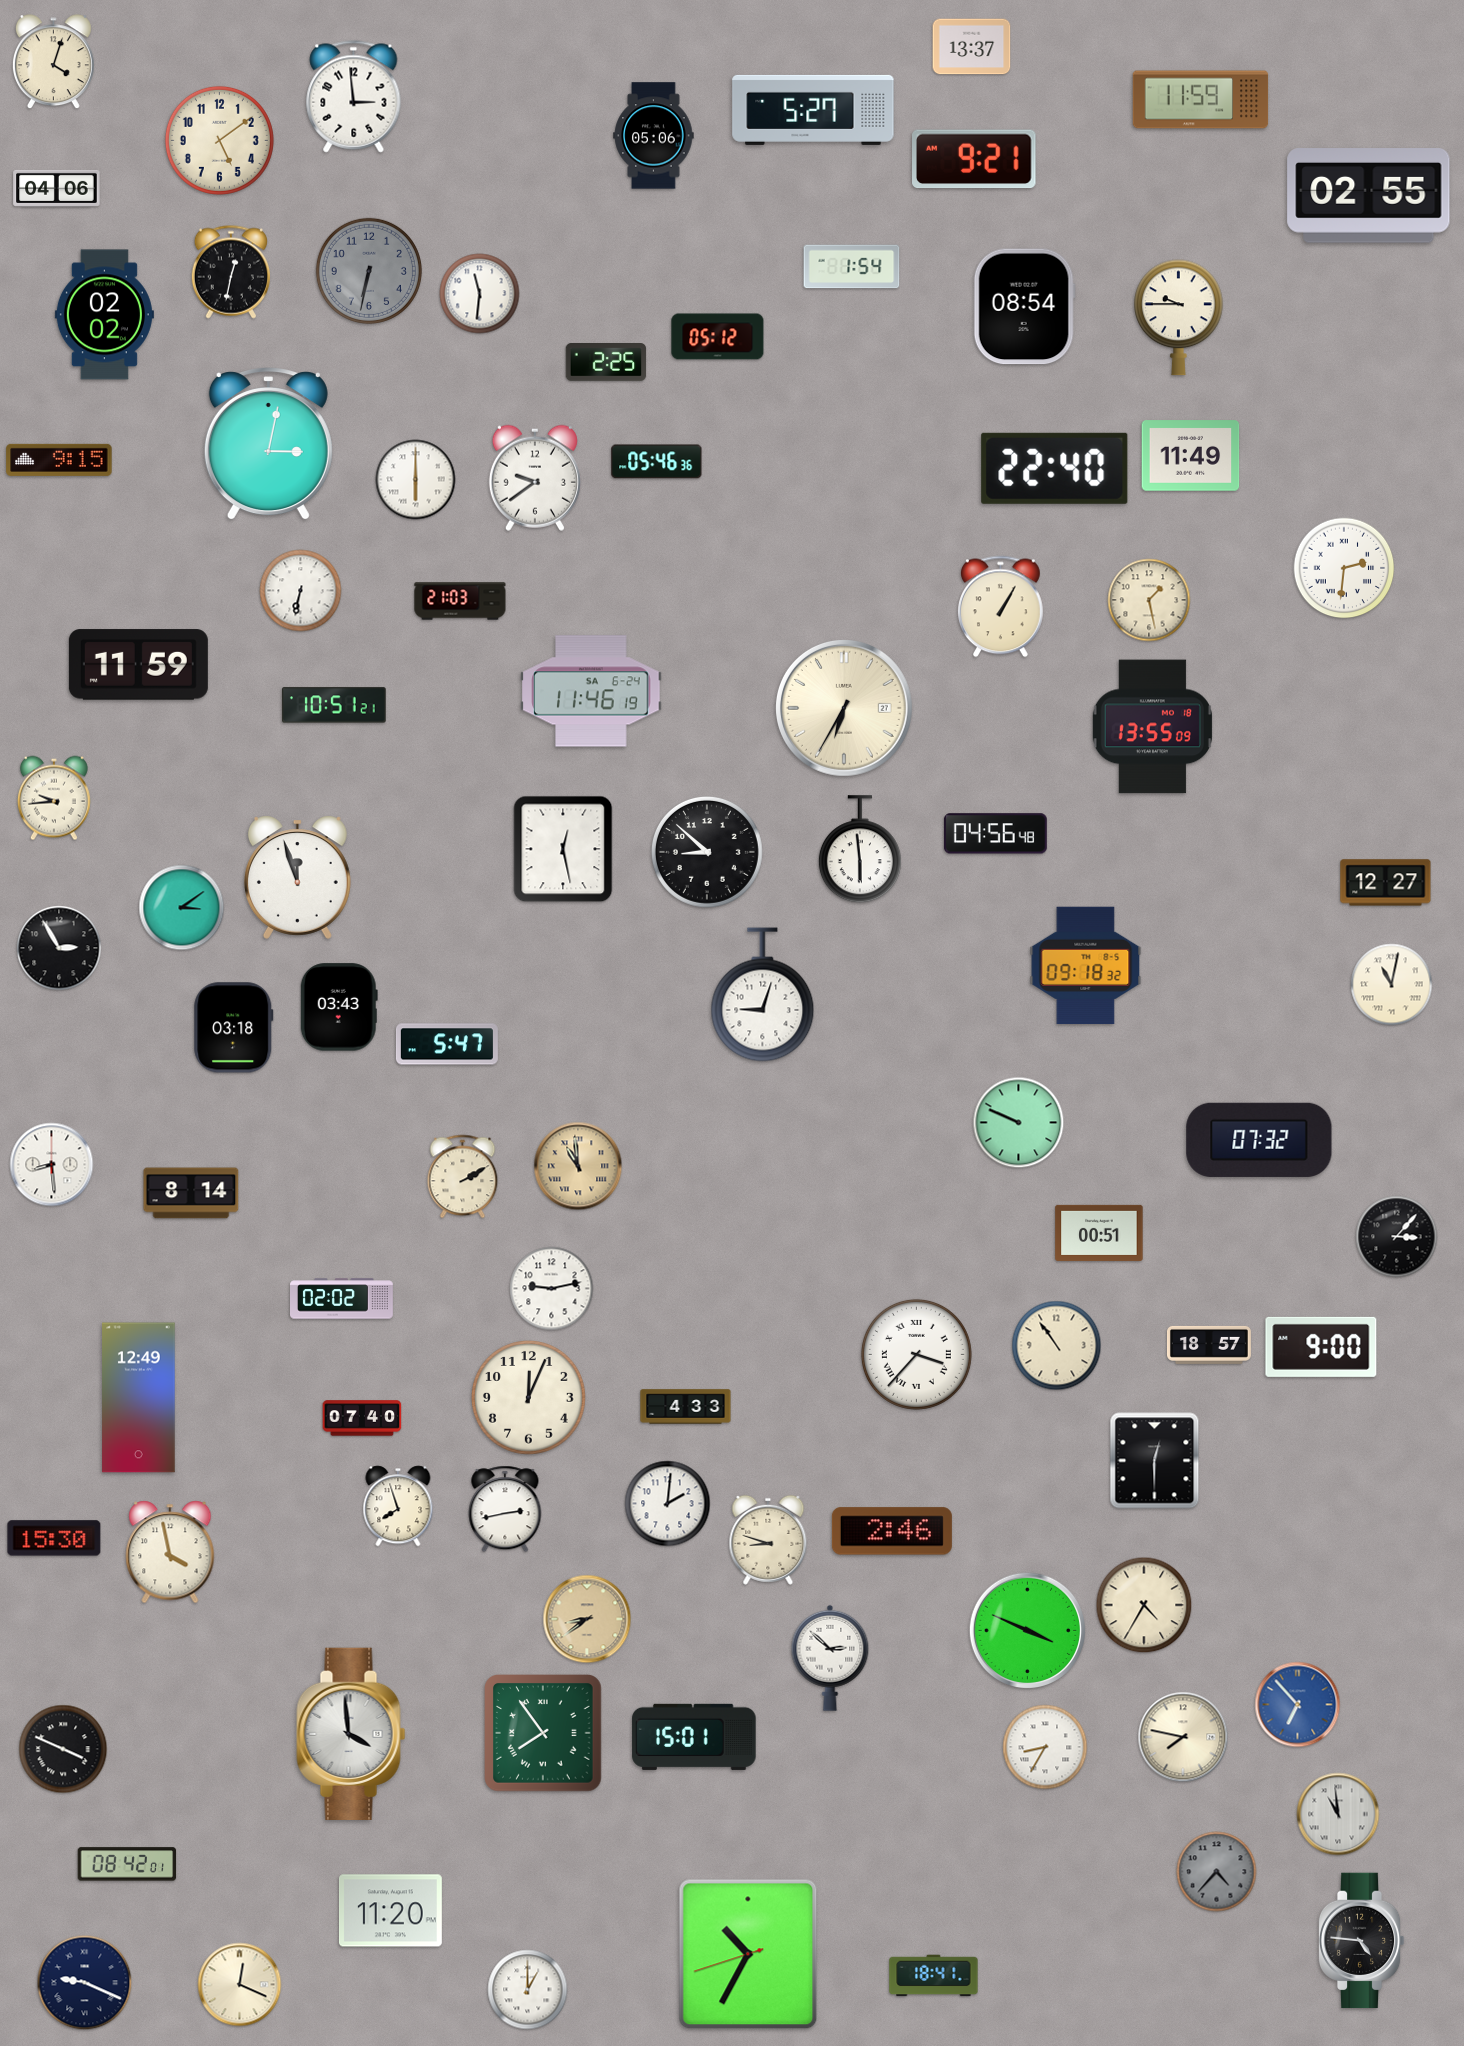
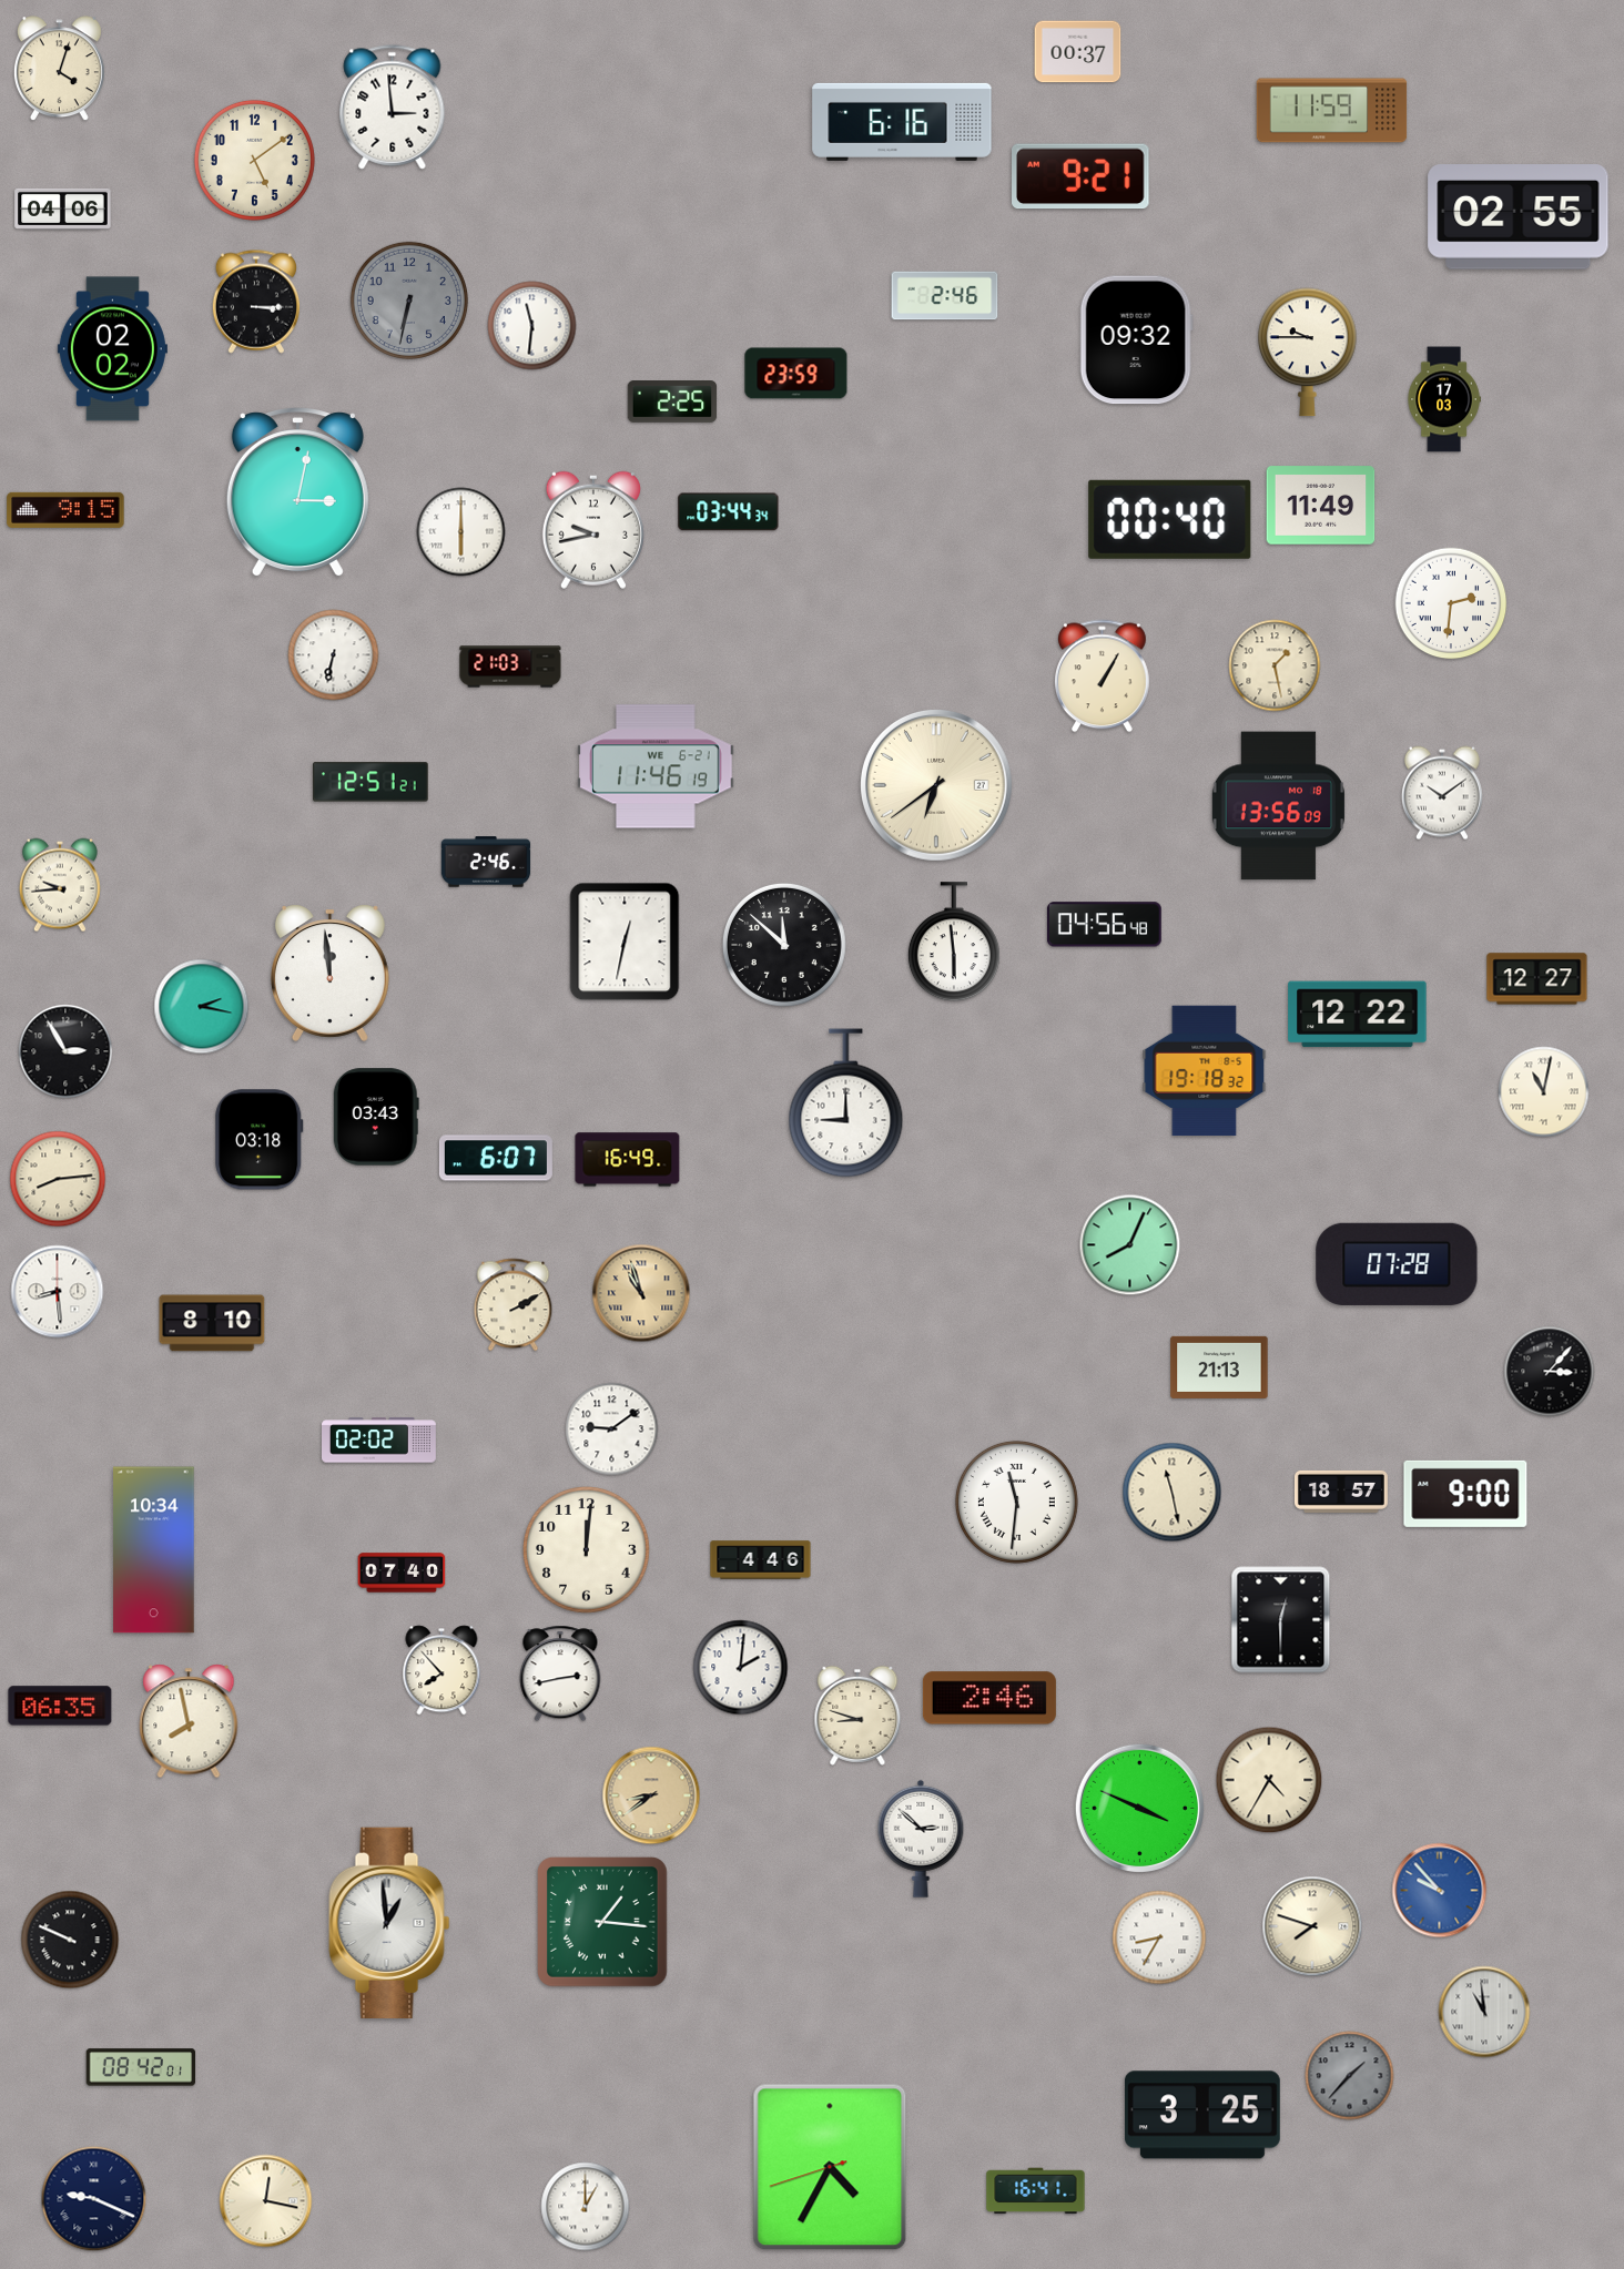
clock at (972, 47): 13:37 -> 00:37
clock at (813, 110): 5:27 -> 6:16
clock at (654, 136): 05:06 -> none
clock at (219, 140) position: (219, 140) -> (254, 160)
clock at (852, 267): 1:54 -> 2:46
clock at (230, 272): 12:32 -> 3:15
clock at (1024, 307): 08:54 -> 09:32
clock at (104, 315) position: (104, 315) -> (112, 349)
clock at (718, 337): 05:12 -> 23:59
clock at (1444, 399): none -> 17:03
clock at (657, 462): 05:46 -> 03:44
clock at (1055, 468): 22:40 -> 00:40
clock at (535, 478): 9:39 -> 9:43
clock at (1344, 568) position: (1344, 568) -> (1451, 603)
clock at (1000, 607) position: (1000, 607) -> (1102, 676)
clock at (138, 665): 11:59 -> none
clock at (591, 691) date: SA 6-24 -> WE 6-21
clock at (334, 705): 10:51 -> 12:51
clock at (844, 708): 6:35 -> 6:39
clock at (1442, 793): none -> 10:09
clock at (1152, 727): 13:55 -> 13:56
clock at (486, 862): none -> 2:46
clock at (563, 849): 12:28 -> 12:32
clock at (707, 852): 8:52 -> 11:52
clock at (297, 877): 11:57 -> 11:59
clock at (182, 908): 3:09 -> 2:17
clock at (1358, 1015): none -> 12:22
clock at (1086, 965): 09:18 -> 19:18
clock at (763, 995): 9:03 -> 9:00
clock at (447, 1044): 5:47 -> 6:07
clock at (628, 1160): none -> 16:49
clock at (58, 1179): none -> 8:14
clock at (1019, 1123): 9:49 -> 8:04
clock at (1259, 1140): 07:32 -> 07:28
clock at (578, 1166): 10:59 -> 10:57
clock at (191, 1193): 8:14 -> 8:10
clock at (1099, 1233): 00:51 -> 21:13
clock at (552, 1289): 9:13 -> 9:09
clock at (1057, 1346): 10:54 -> 11:28
clock at (916, 1354): 3:37 -> 11:31
clock at (139, 1398): 12:49 -> 10:34
clock at (529, 1398): 12:04 -> 12:01
clock at (686, 1407): 4:33 -> 4:46
clock at (398, 1506): 7:57 -> 7:53
clock at (54, 1538): 15:30 -> 06:35
clock at (768, 1540) position: (768, 1540) -> (857, 1716)
clock at (170, 1552): 3:58 -> 7:58
clock at (1298, 1705): 6:53 -> 9:53
clock at (543, 1733): 7:54 -> 1:16
clock at (351, 1734): 3:59 -> 12:59
clock at (694, 1737): 15:01 -> none
clock at (1183, 1737): 7:47 -> 7:48
clock at (63, 1749): 3:49 -> 9:49
clock at (1217, 1872): 4:37 -> 1:37
clock at (1202, 2115): none -> 3:25
clock at (390, 1911): 11:20 -> none
clock at (1361, 1941): 4:46 -> none
clock at (748, 1954): 10:34 -> 4:34
clock at (934, 1976): 18:41 -> 16:41
clock at (240, 1985): 12:19 -> 12:17
